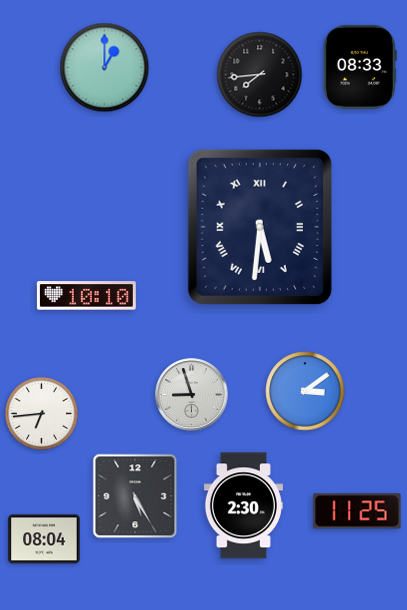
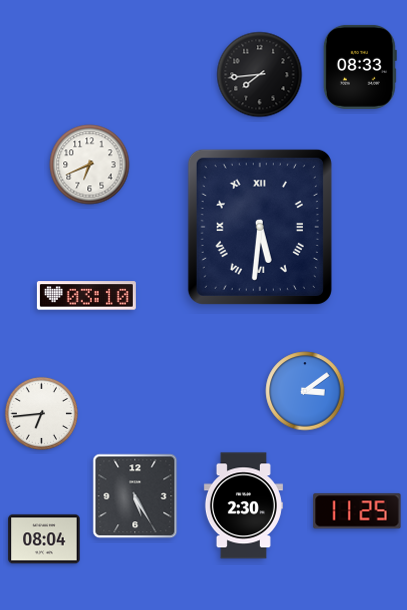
clock at (105, 68): 1:00 -> none
clock at (90, 165): none -> 6:41
clock at (86, 296): 10:10 -> 03:10
clock at (192, 395): 8:57 -> none
